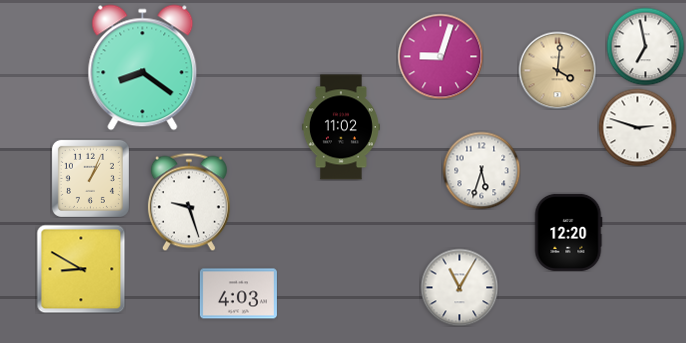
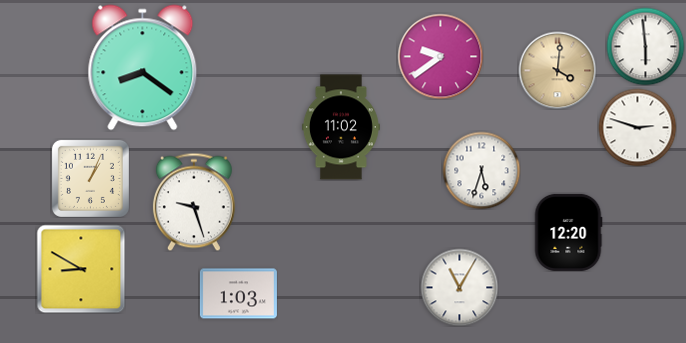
clock at (645, 46): 6:58 -> 5:59
clock at (440, 56): 9:03 -> 9:39
clock at (189, 202) position: (189, 202) -> (194, 202)
clock at (238, 294): 4:03 -> 1:03
